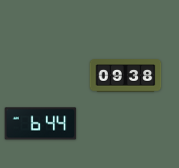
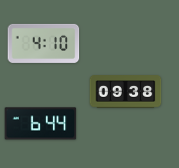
clock at (44, 43): none -> 4:10
clock at (126, 76) position: (126, 76) -> (126, 92)
